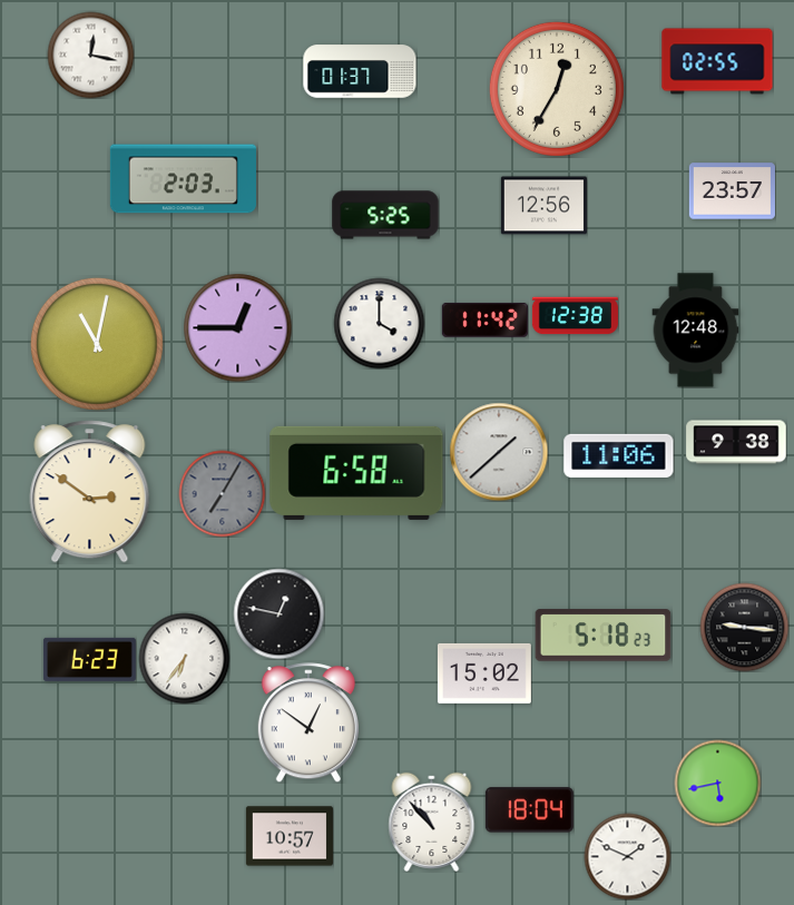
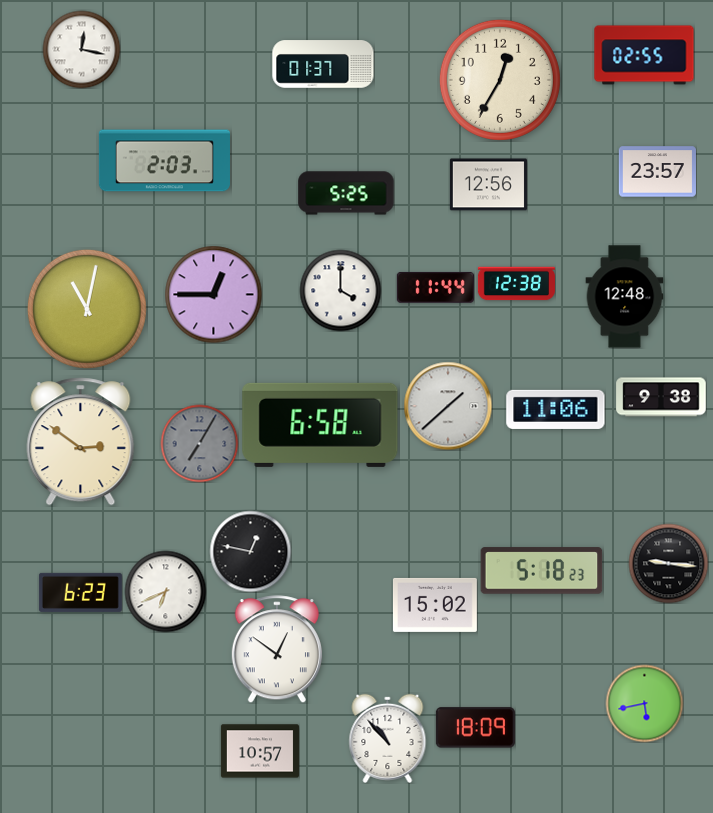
clock at (484, 319): 11:42 -> 11:44
clock at (184, 658): 6:36 -> 6:41
clock at (529, 810): 18:04 -> 18:09
clock at (627, 856): 1:49 -> none
